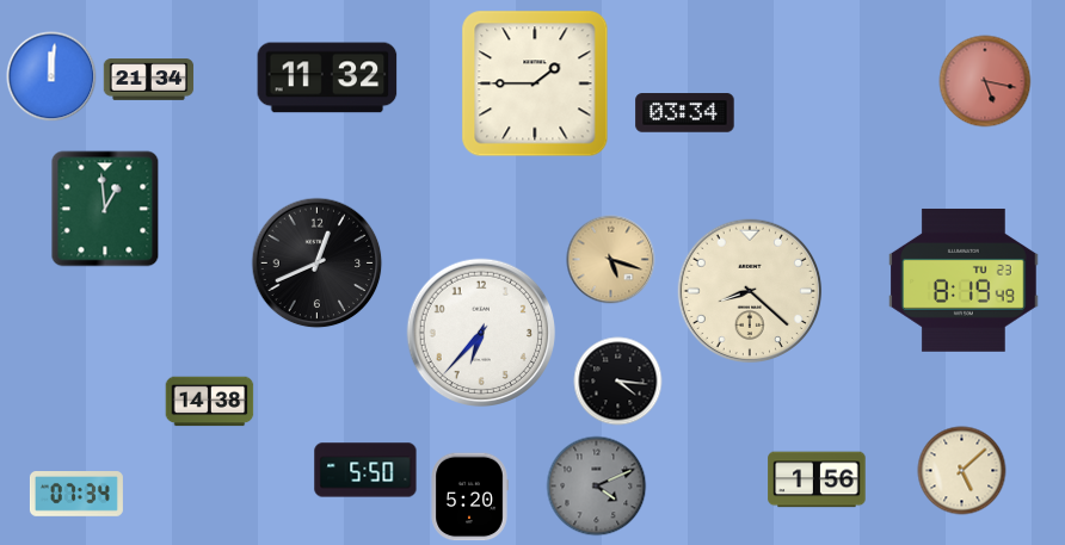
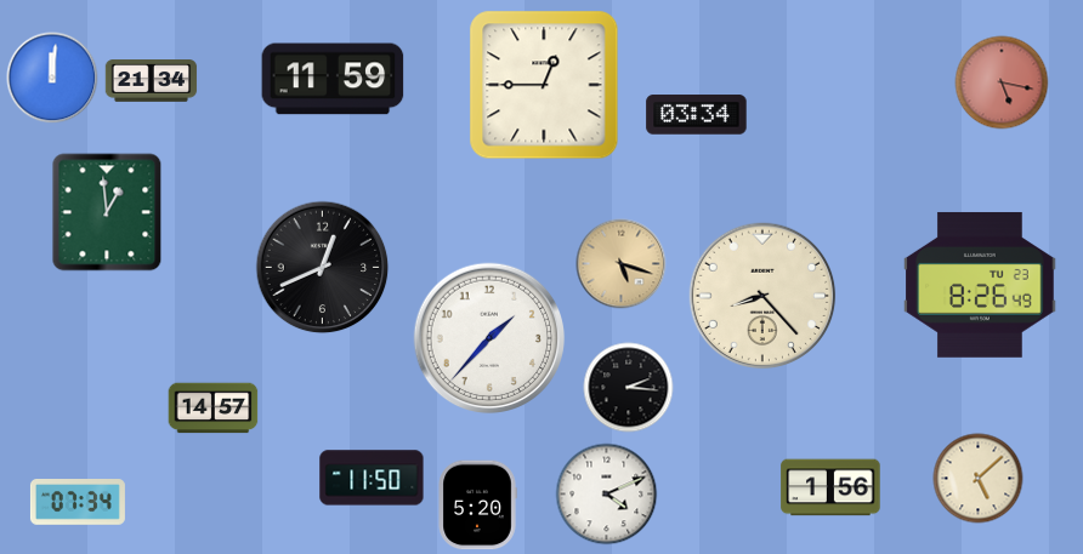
clock at (327, 78): 11:32 -> 11:59
clock at (535, 83): 1:45 -> 12:45
clock at (964, 280): 8:19 -> 8:26
clock at (750, 291): 8:22 -> 8:23
clock at (481, 333): 6:37 -> 1:37
clock at (618, 382): 4:16 -> 2:16
clock at (210, 402): 14:38 -> 14:57
clock at (365, 470): 5:50 -> 11:50
clock at (597, 487) dial: grey -> white
